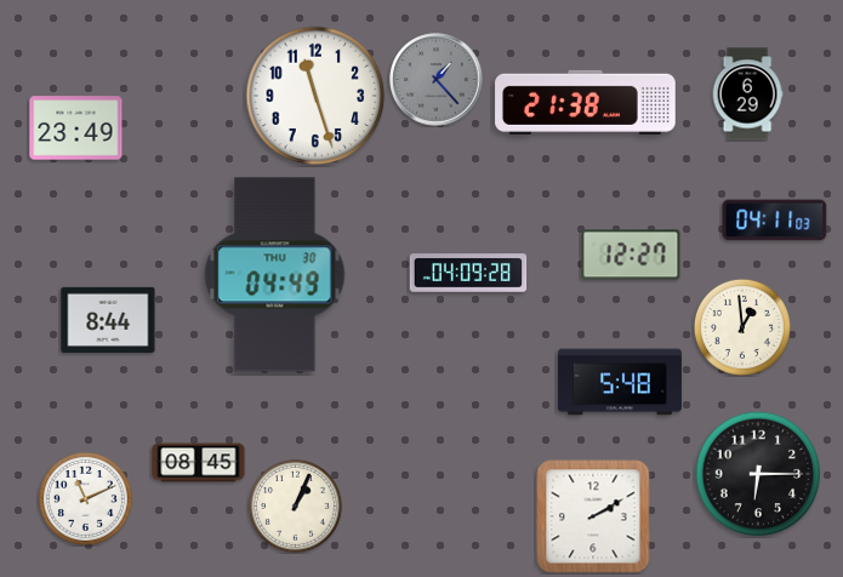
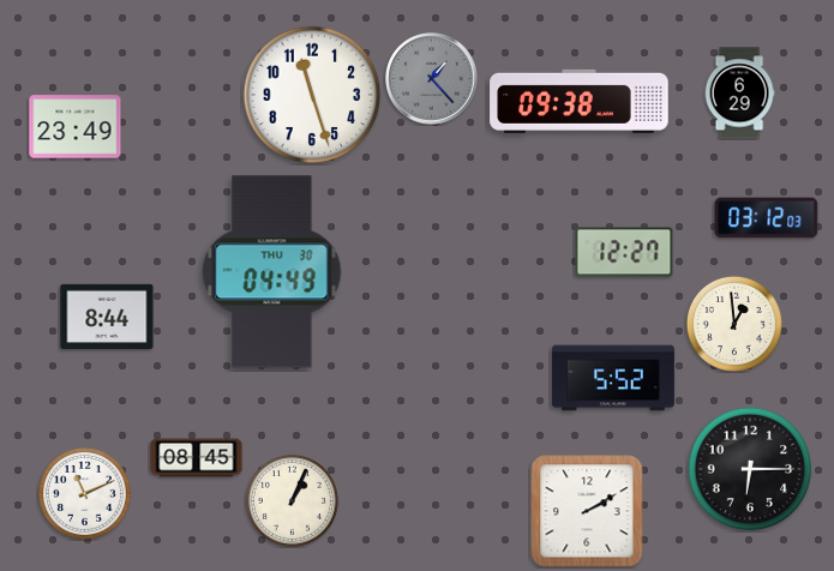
clock at (586, 102): 21:38 -> 09:38
clock at (775, 221): 04:11 -> 03:12
clock at (468, 273): 04:09 -> none
clock at (620, 382): 5:48 -> 5:52
